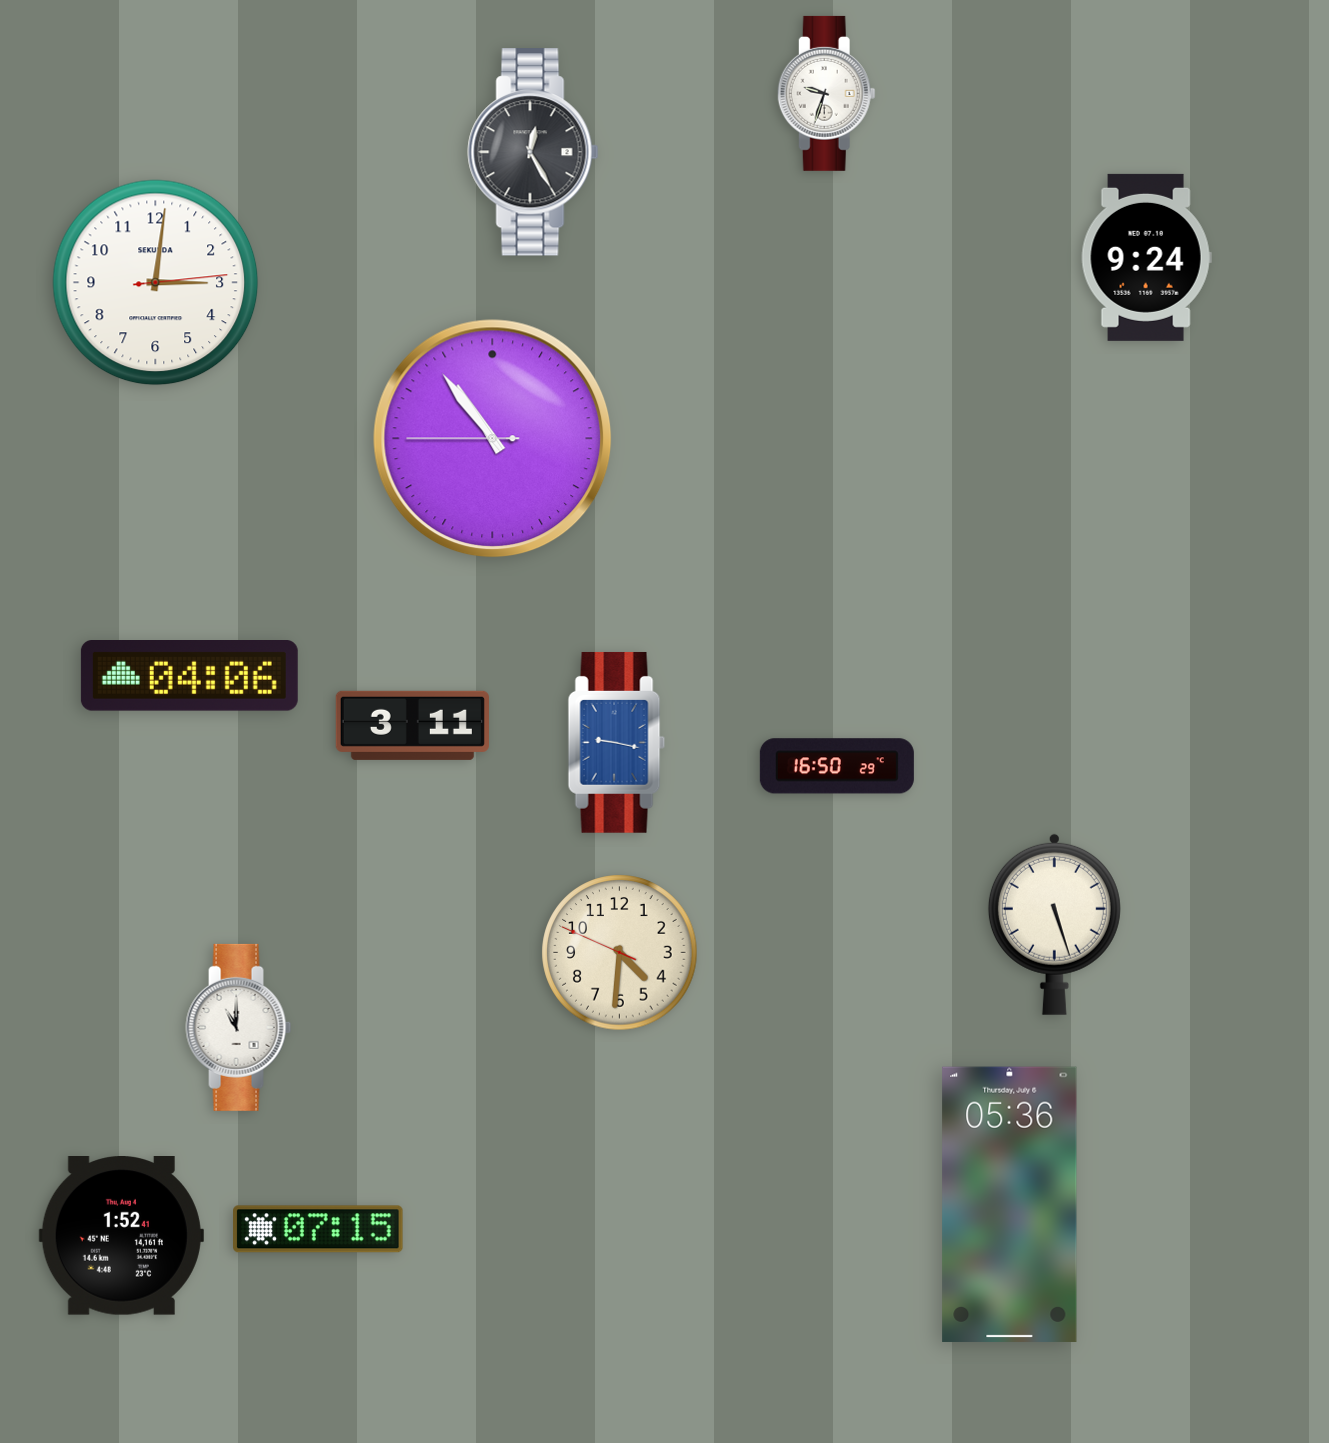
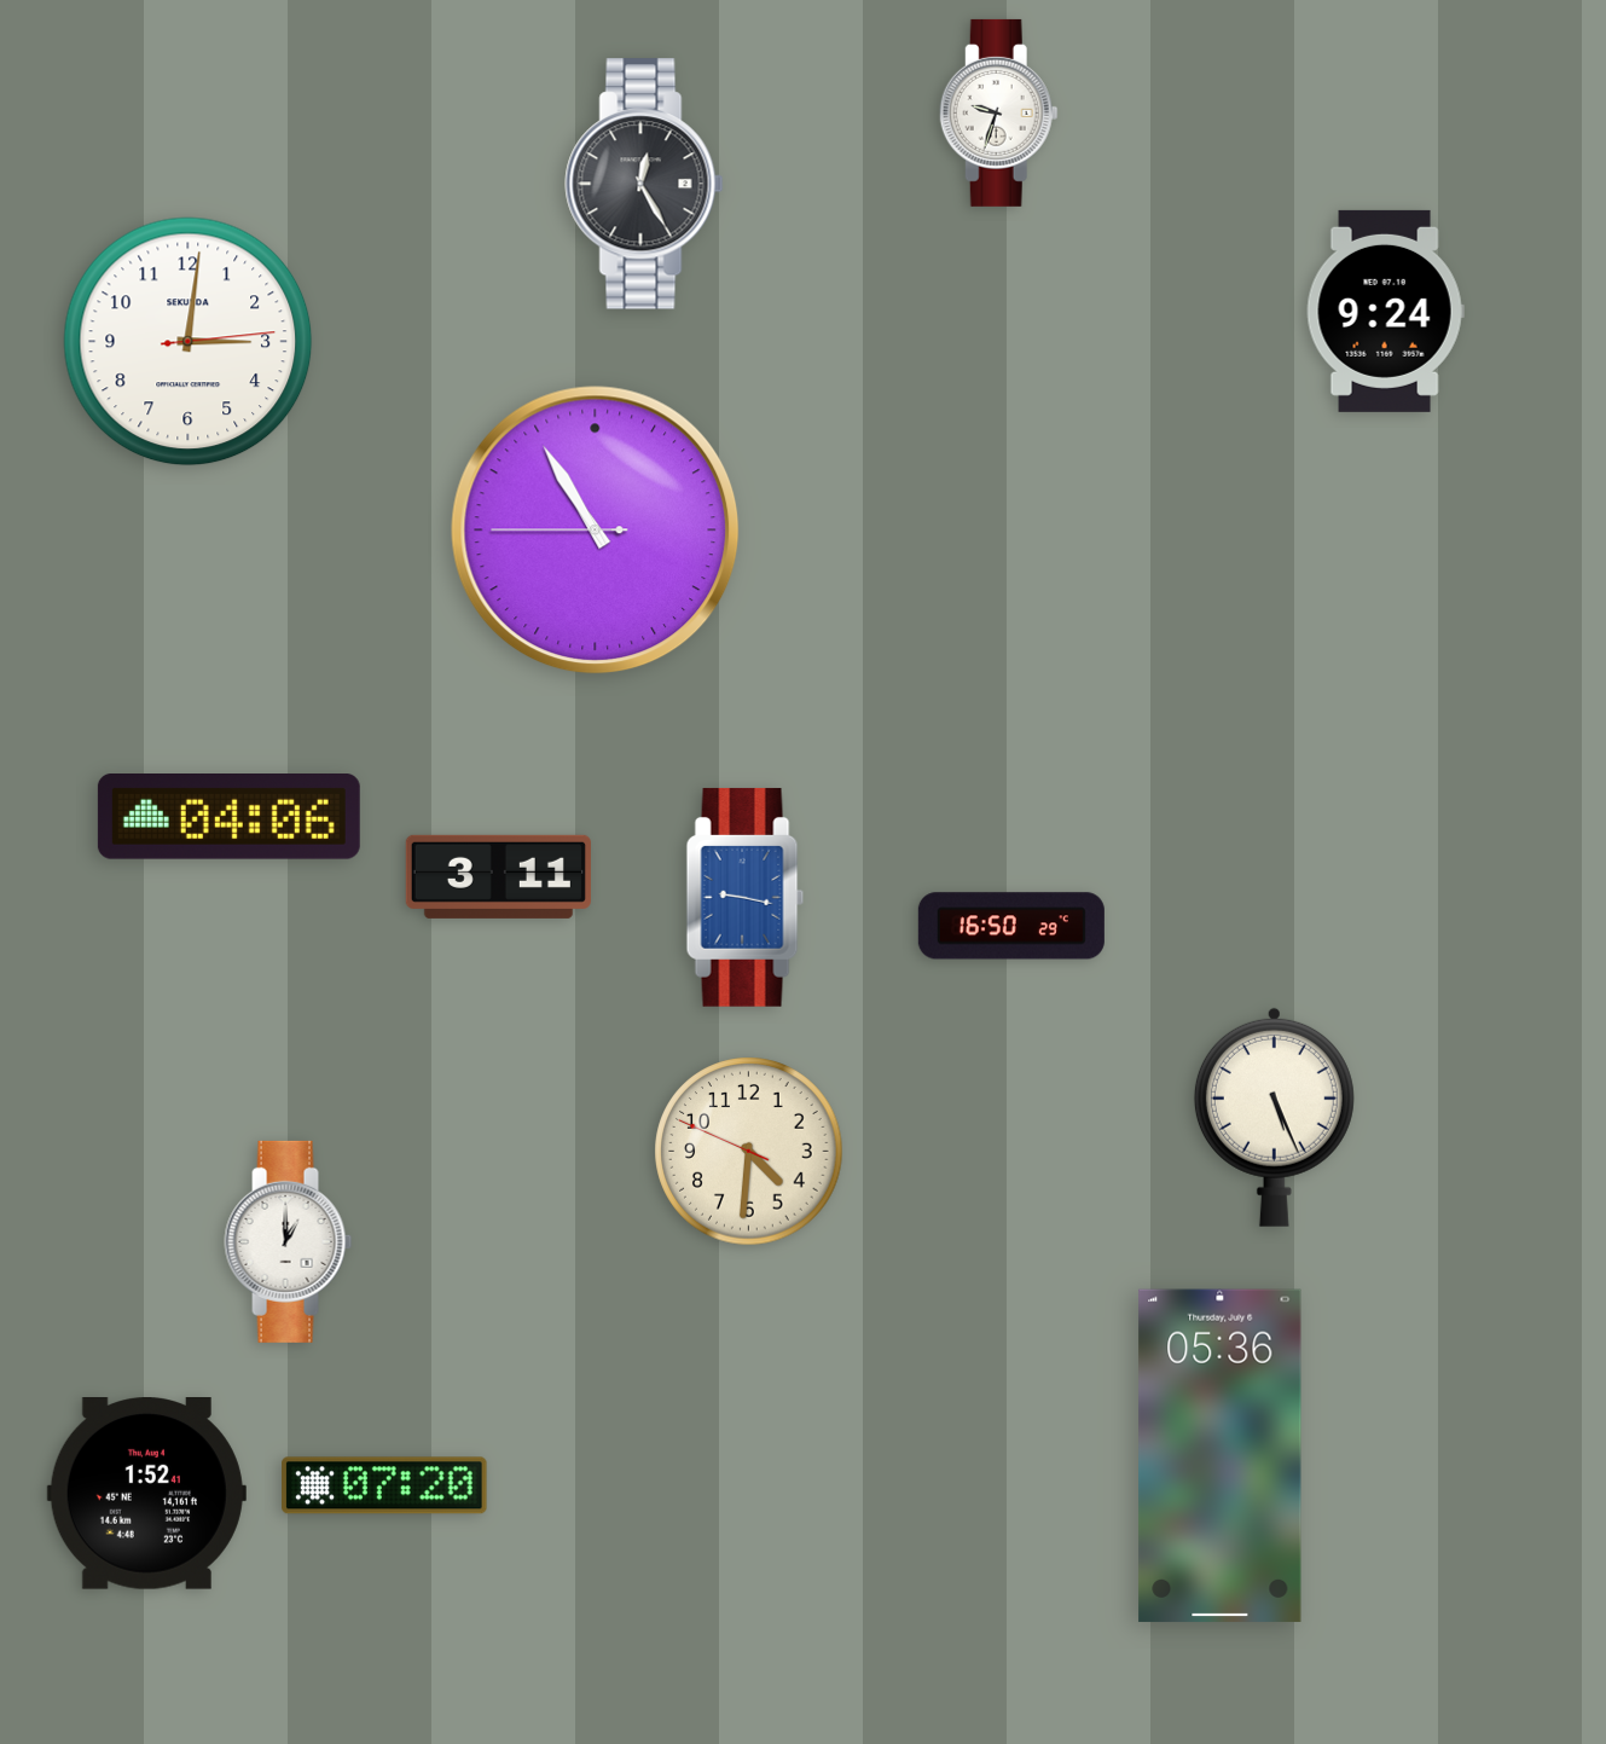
clock at (493, 439): 10:53 -> 10:54
clock at (1054, 924): 5:27 -> 5:26
clock at (239, 1027): 11:00 -> 1:00
clock at (318, 1229): 07:15 -> 07:20
